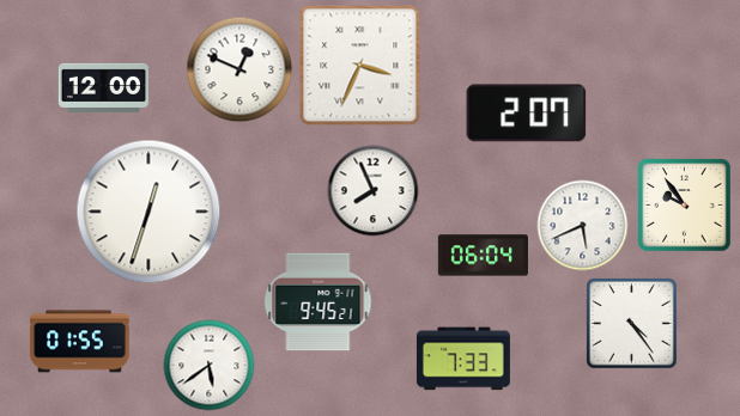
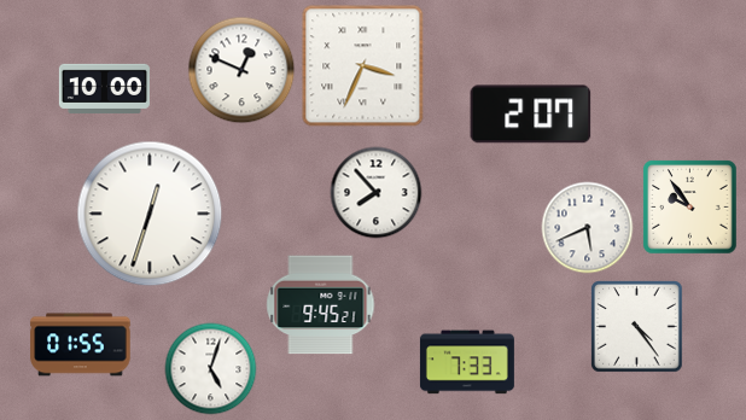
clock at (103, 87): 12:00 -> 10:00
clock at (374, 191): 7:56 -> 7:53
clock at (483, 256): 06:04 -> none
clock at (210, 366): 5:39 -> 5:03
